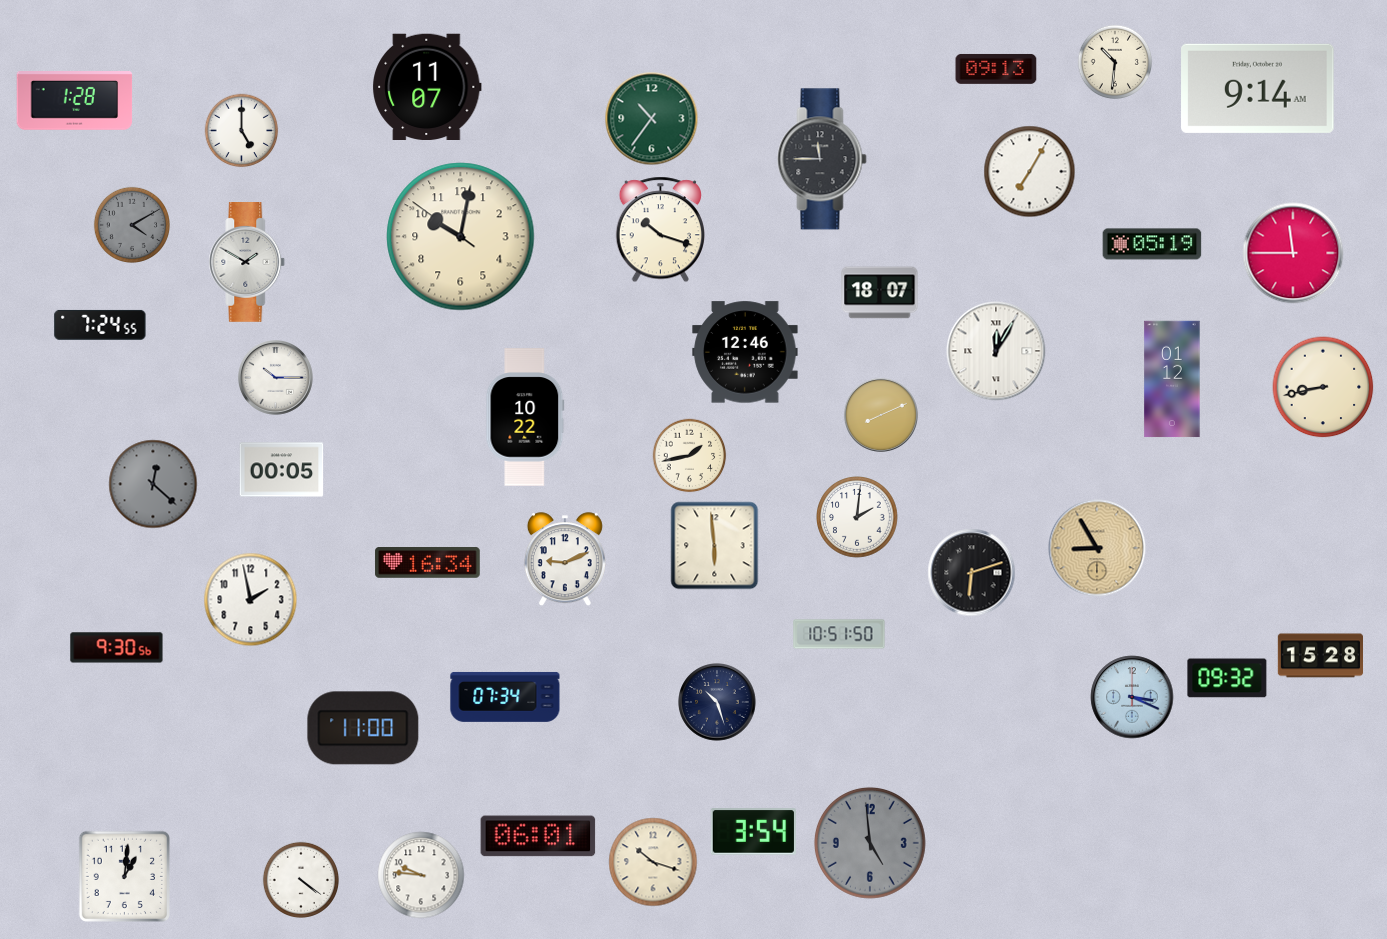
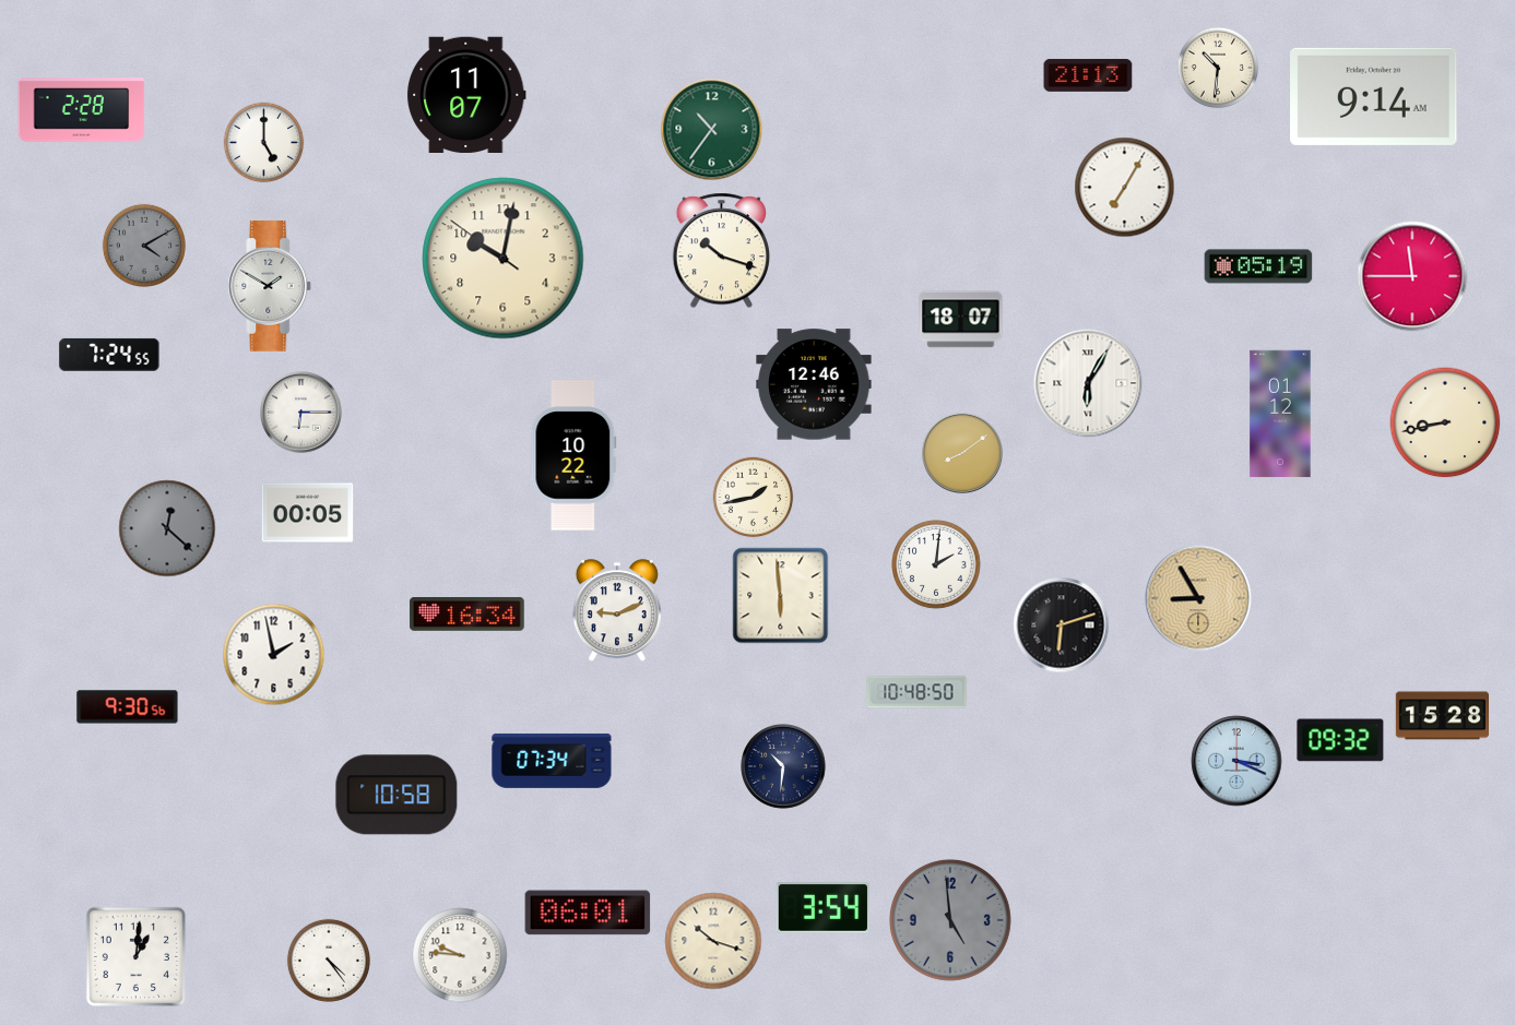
clock at (996, 69): 09:13 -> 21:13
clock at (75, 101): 1:28 -> 2:28
clock at (822, 159): 11:45 -> none
clock at (996, 351): 12:05 -> 6:05
clock at (276, 378): 10:15 -> 6:15
clock at (881, 415): 8:11 -> 8:09
clock at (839, 634): 10:51 -> 10:48
clock at (717, 702): 10:27 -> 10:31
clock at (363, 728): 11:00 -> 10:58
clock at (301, 880): 4:21 -> 4:24
